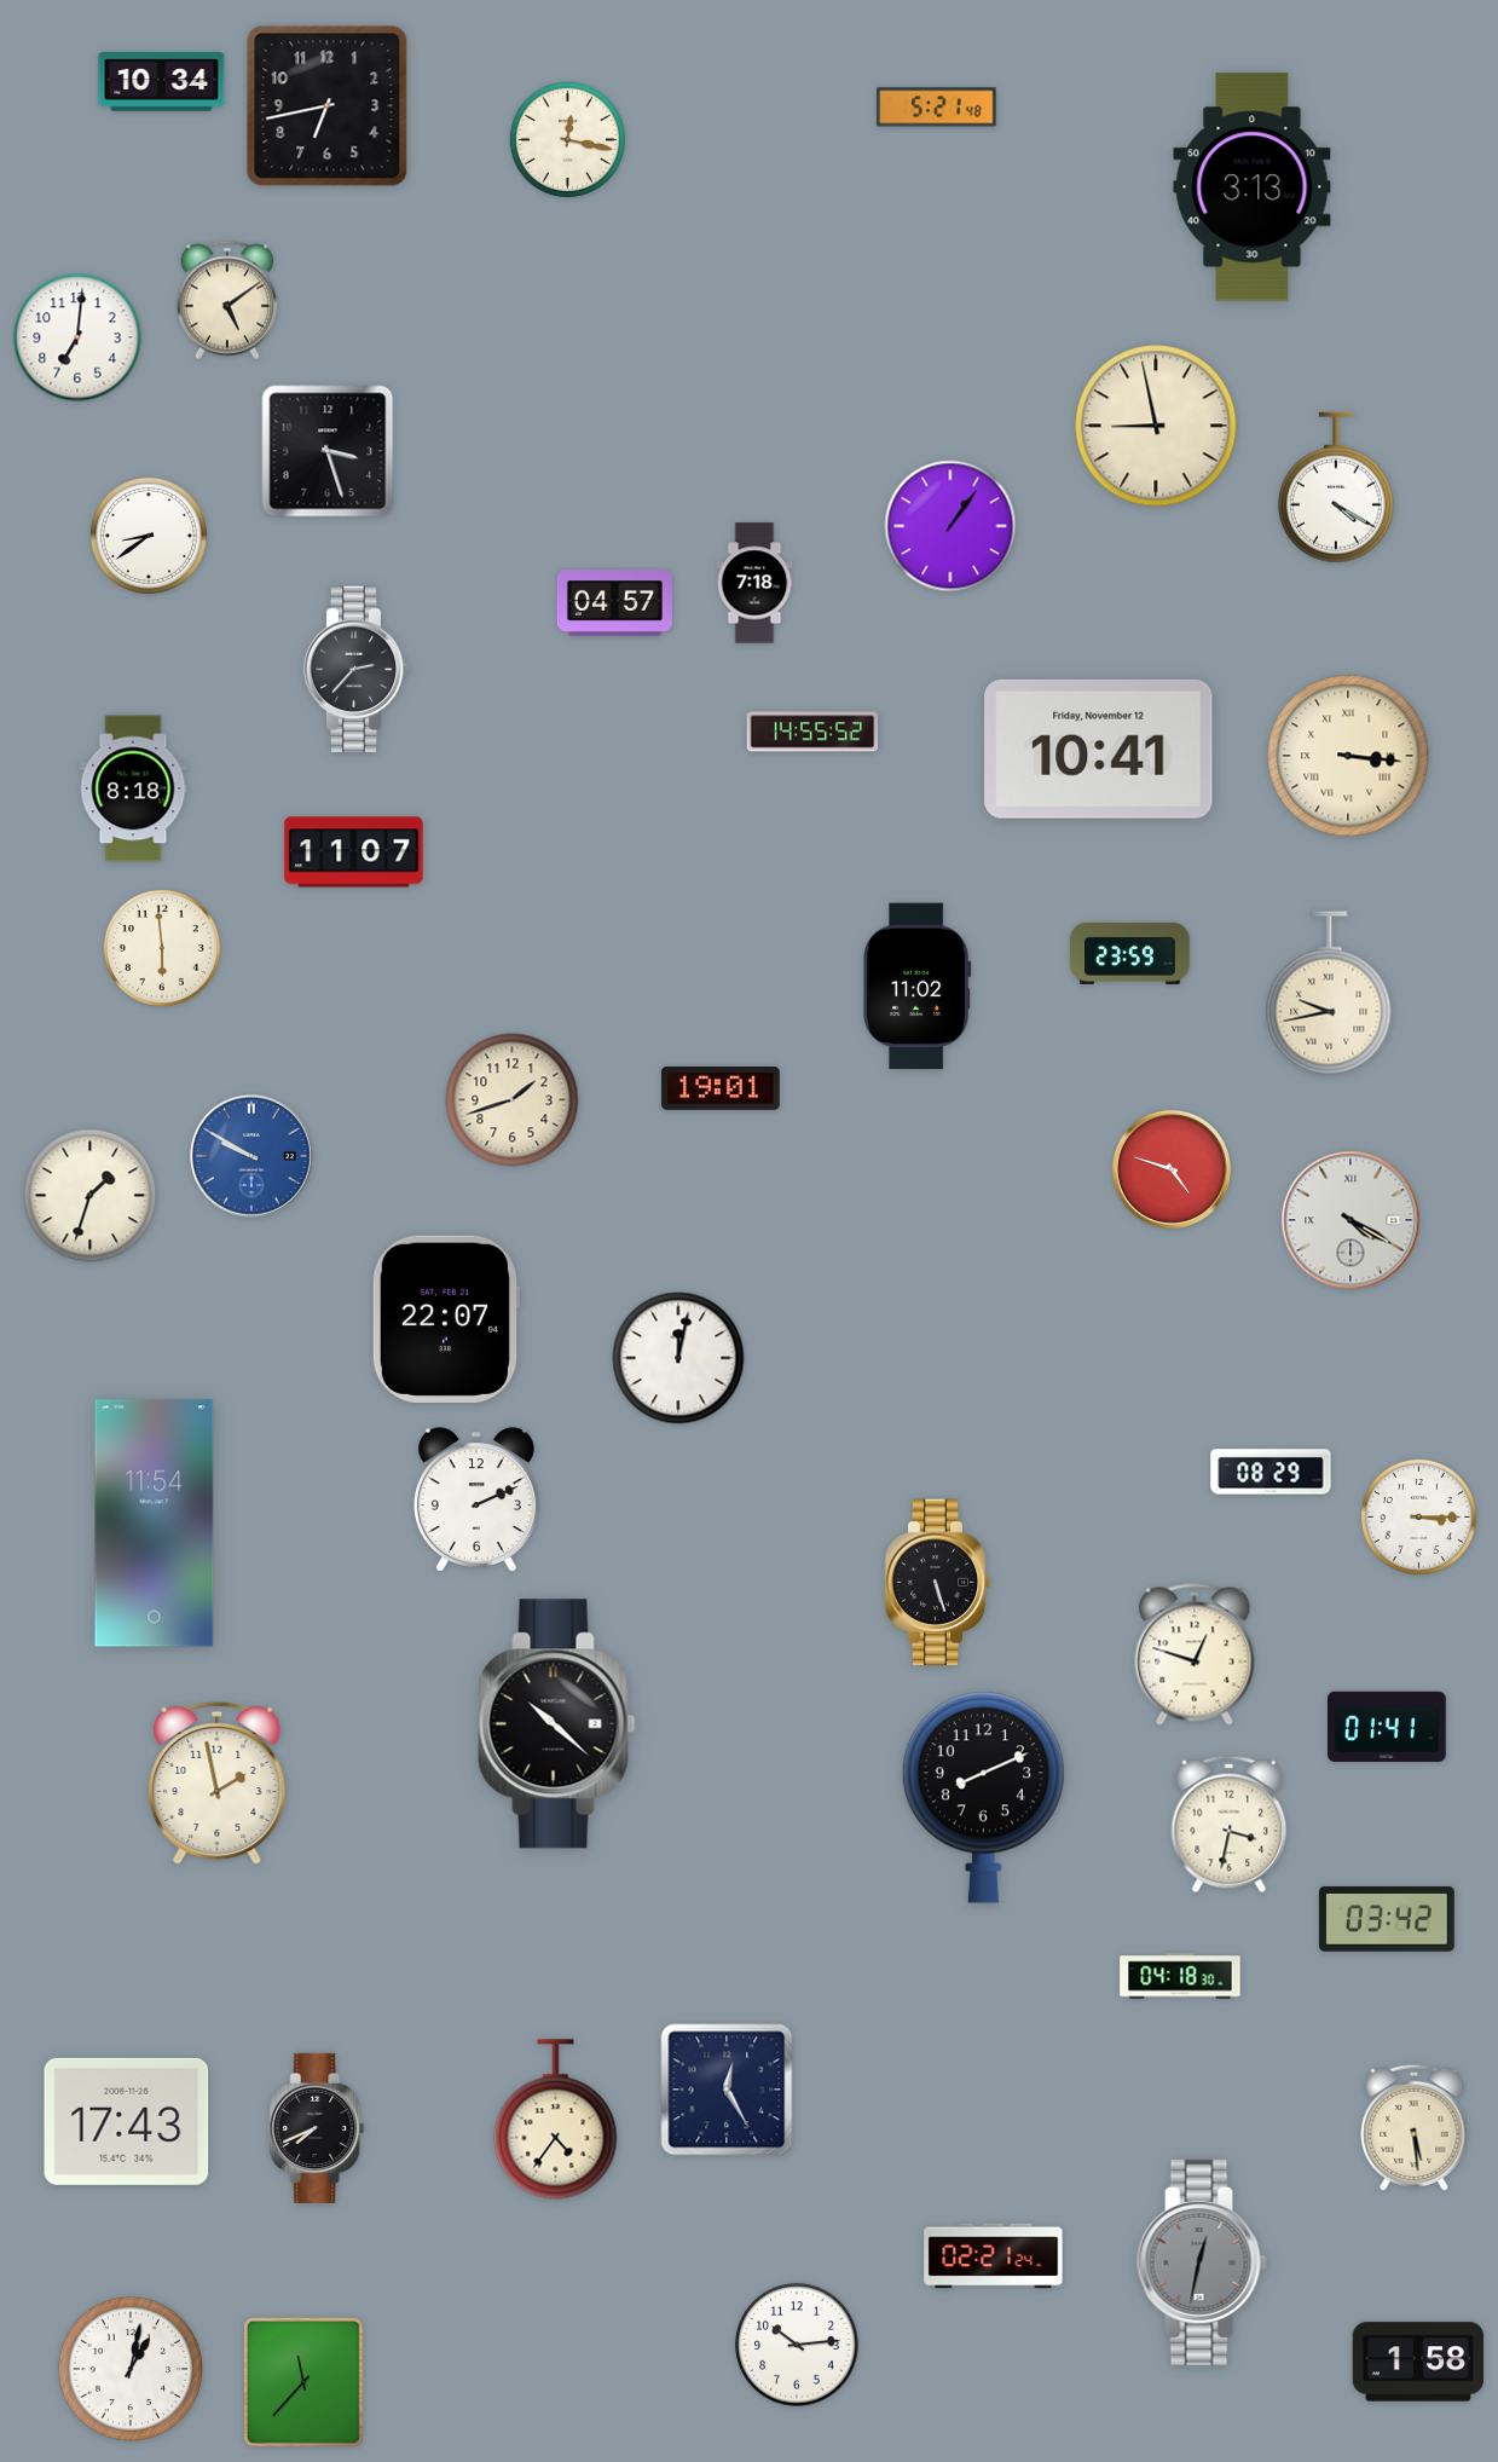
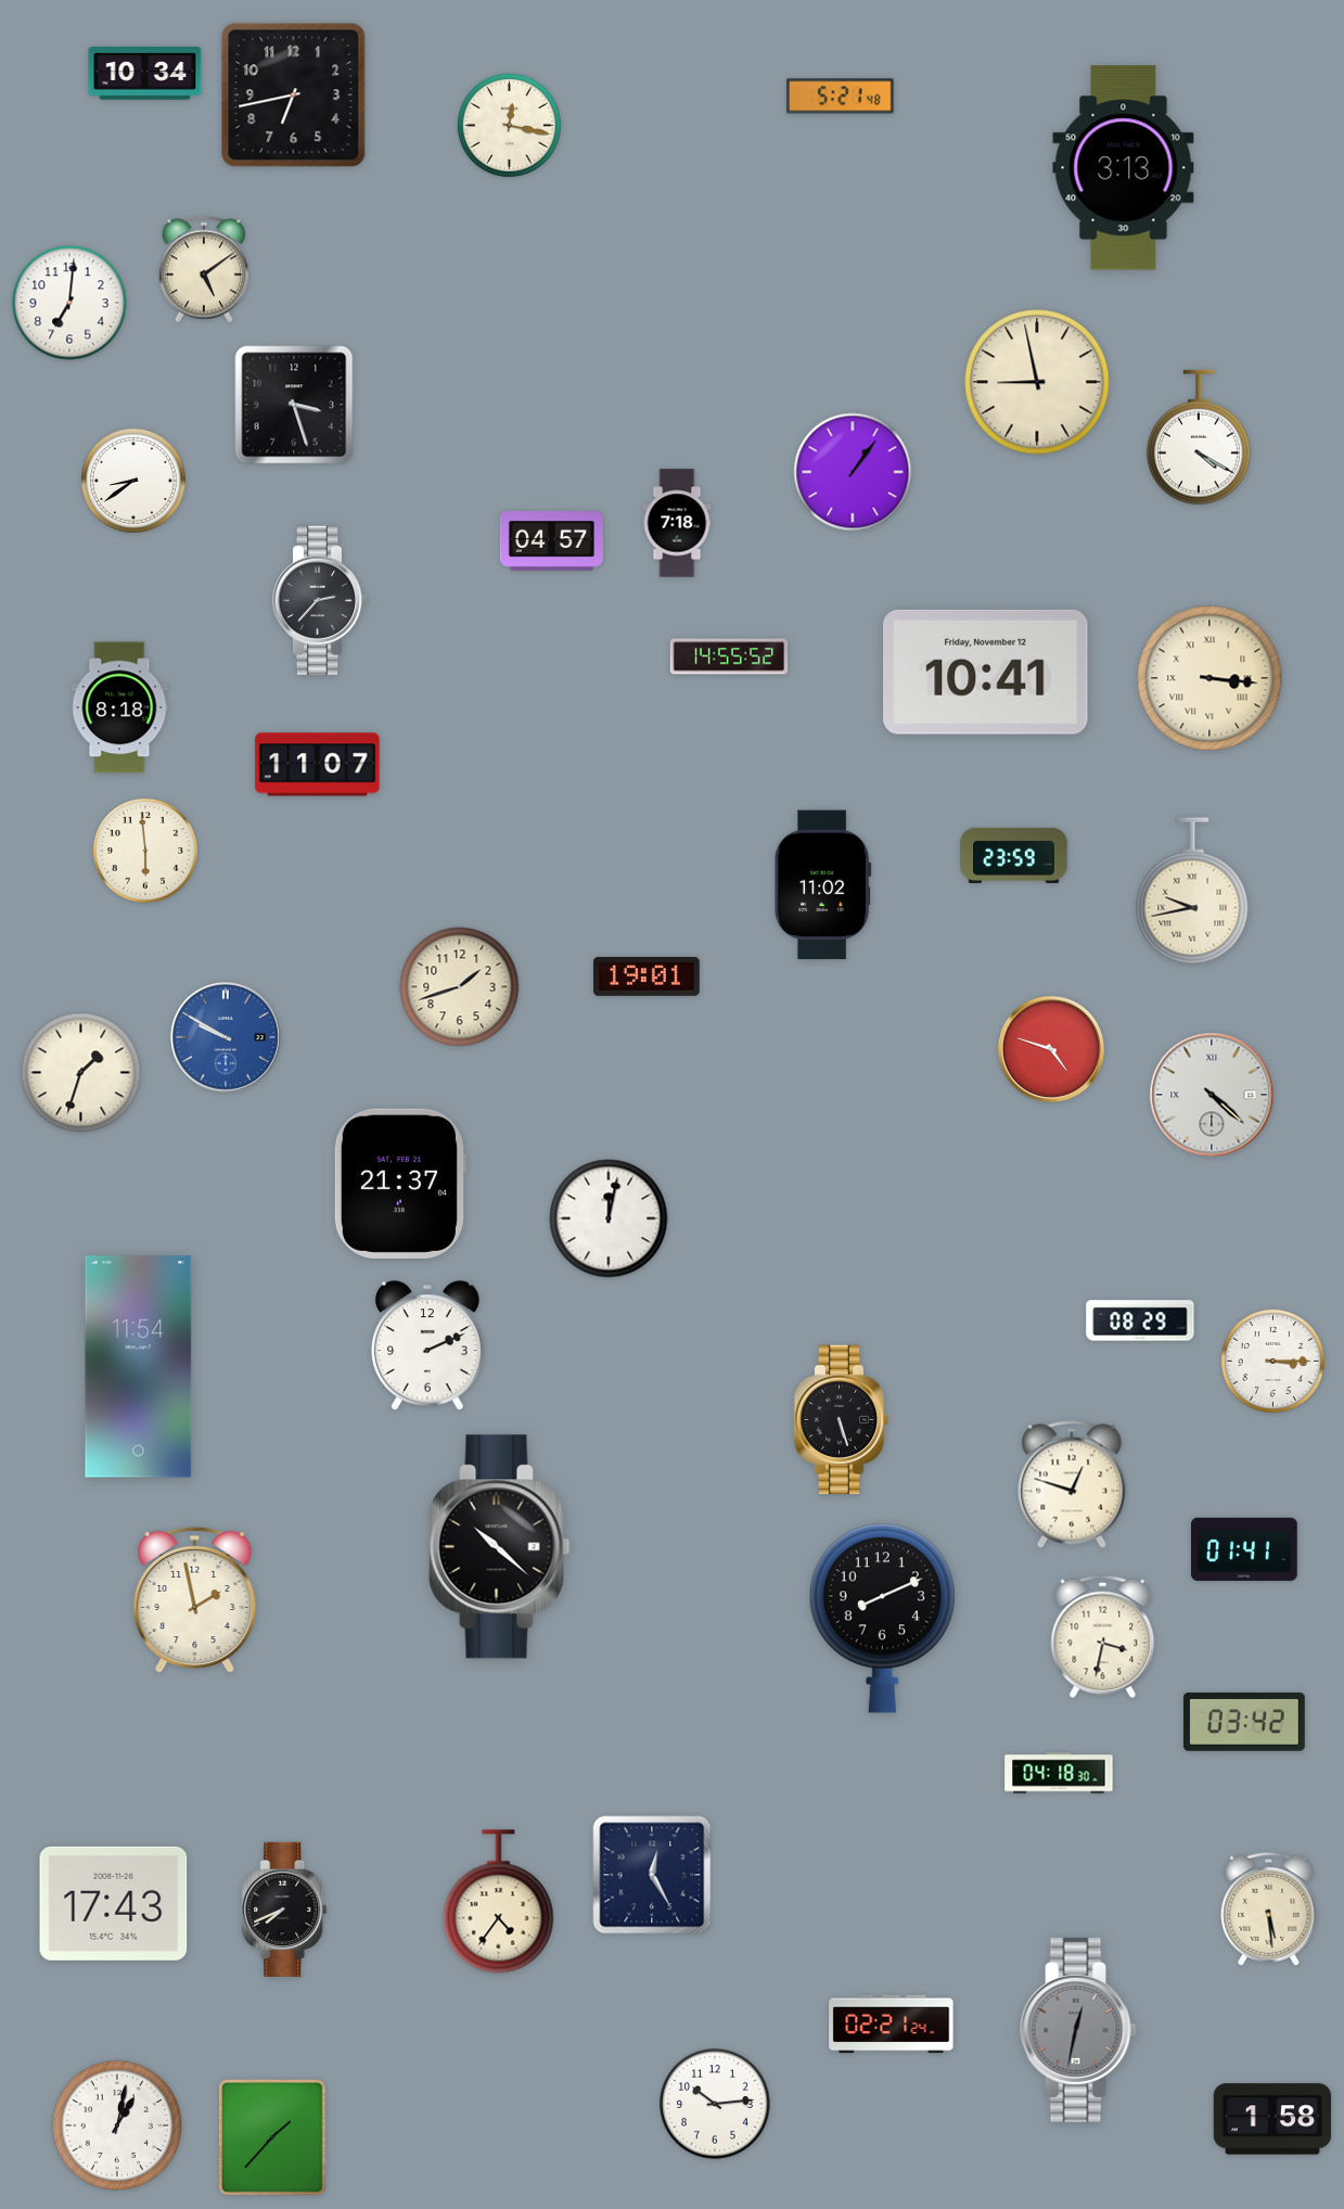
clock at (1350, 1220): 4:20 -> 4:22
clock at (445, 1319): 22:07 -> 21:37
clock at (983, 1797) position: (983, 1797) -> (882, 1618)
clock at (303, 2382): 11:37 -> 1:37
